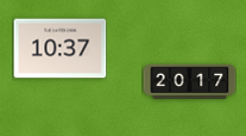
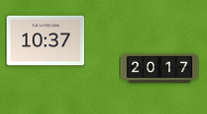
clock at (59, 49) position: (59, 49) -> (45, 41)
